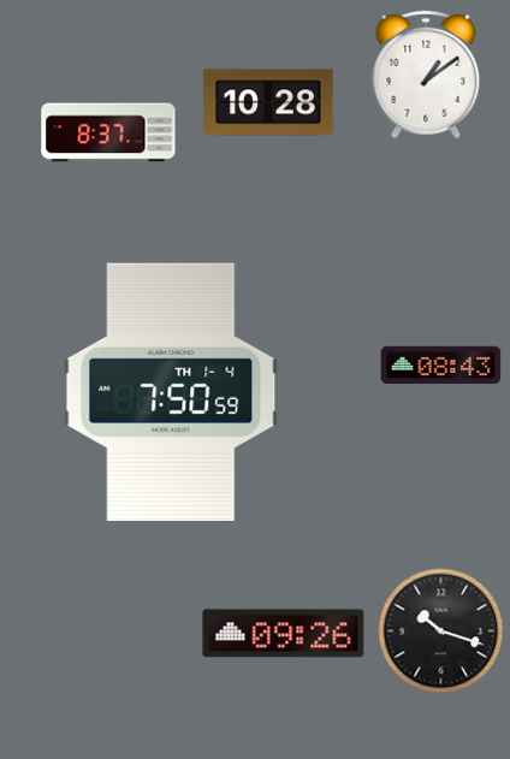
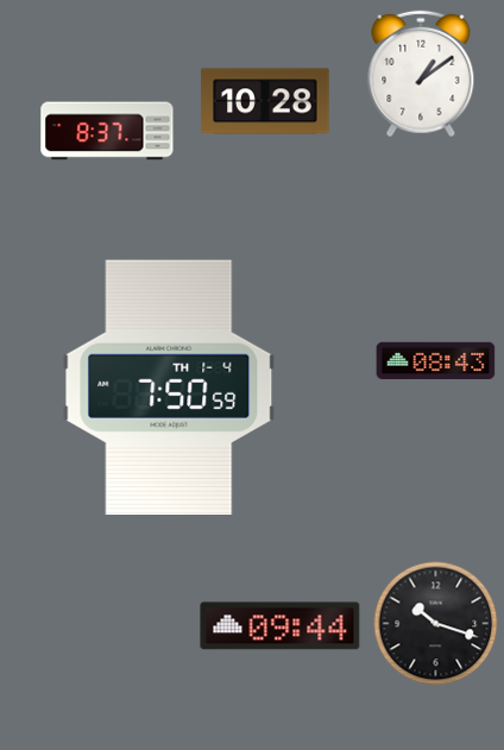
clock at (284, 634): 09:26 -> 09:44
